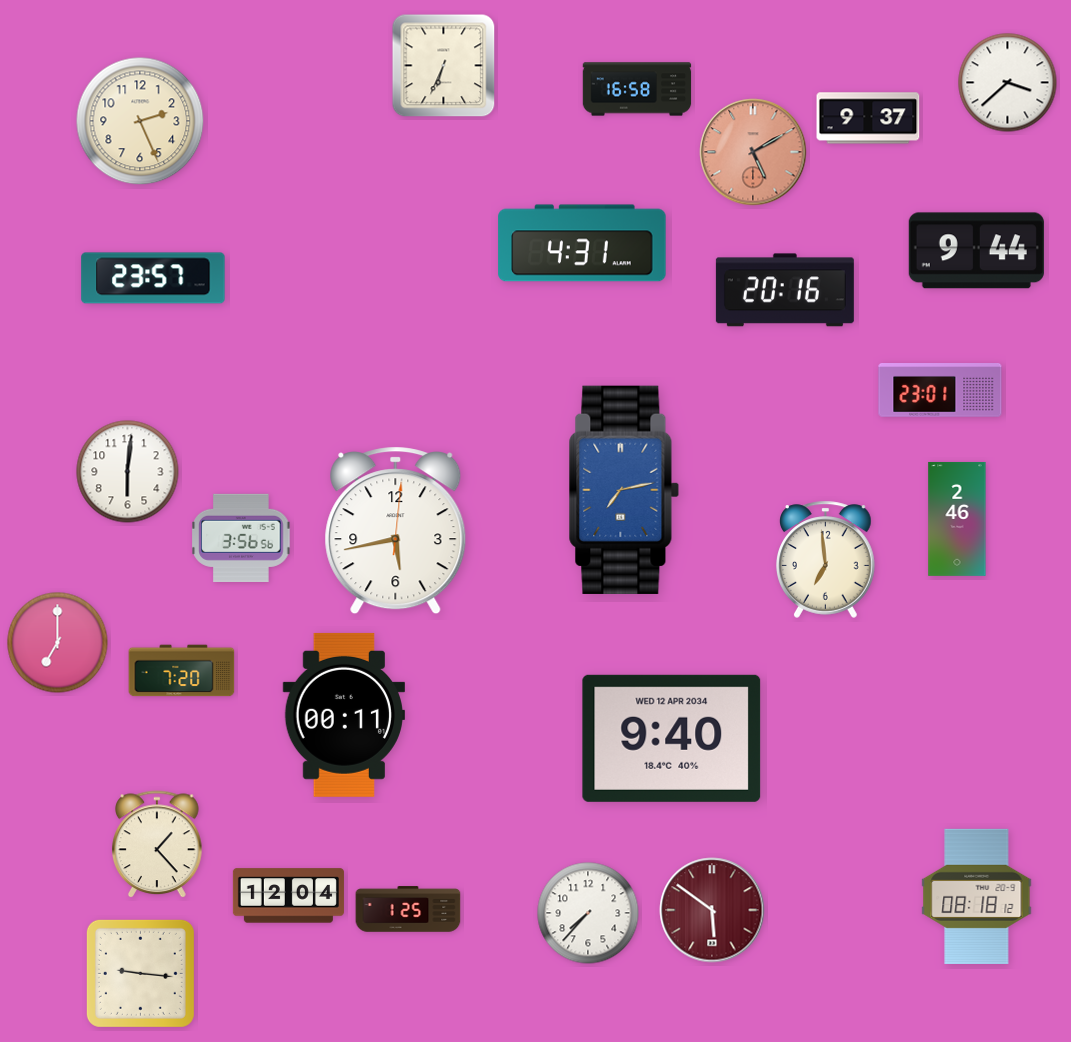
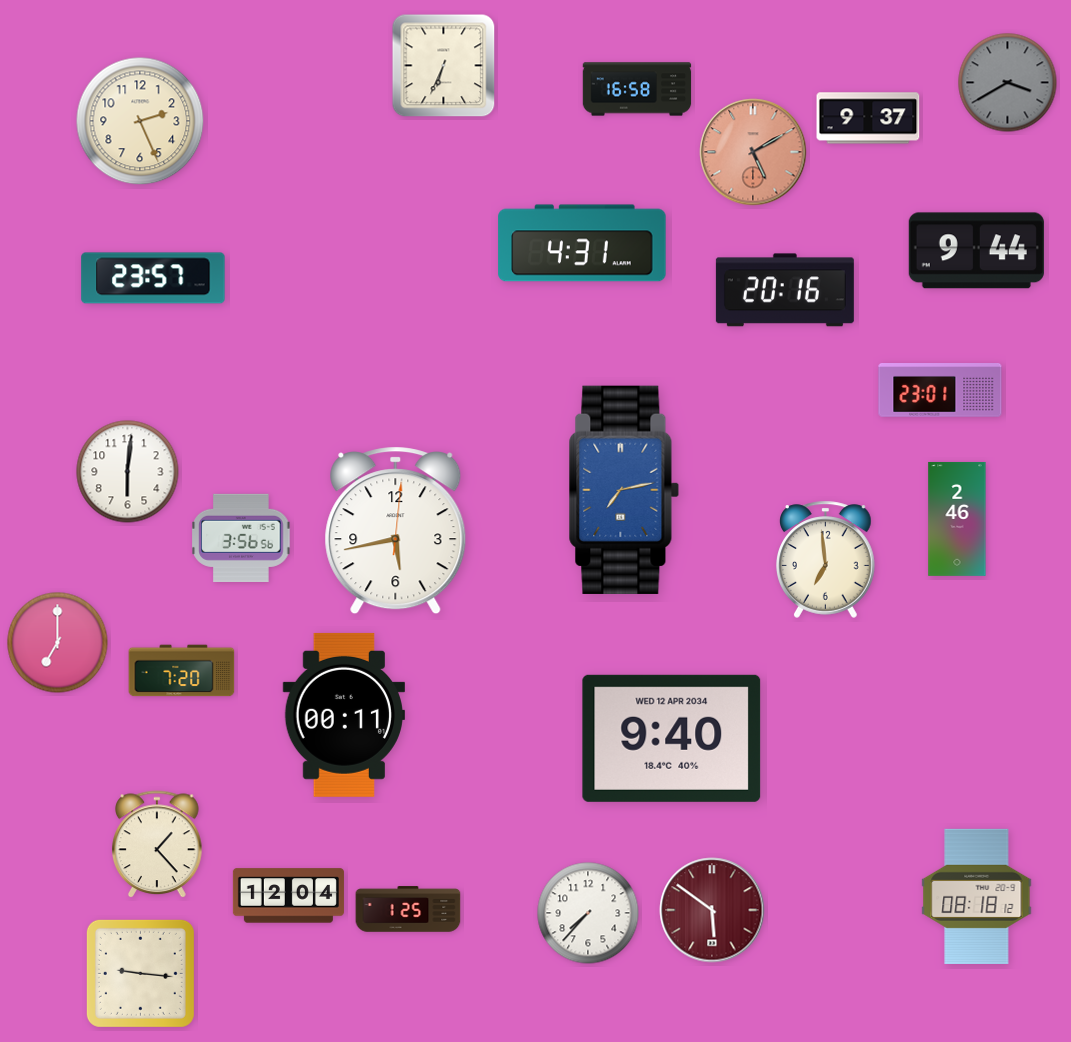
clock at (1008, 83): 3:38 -> 3:40
clock at (1008, 83) dial: white -> grey
